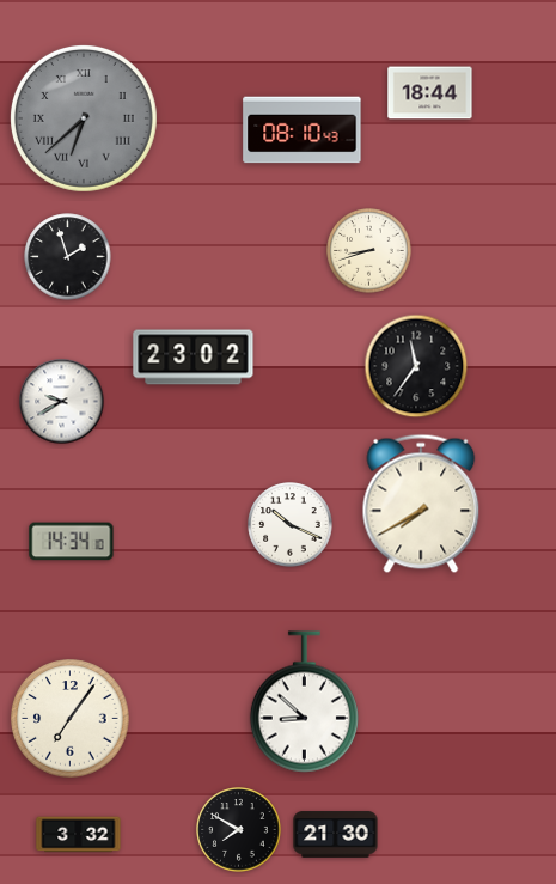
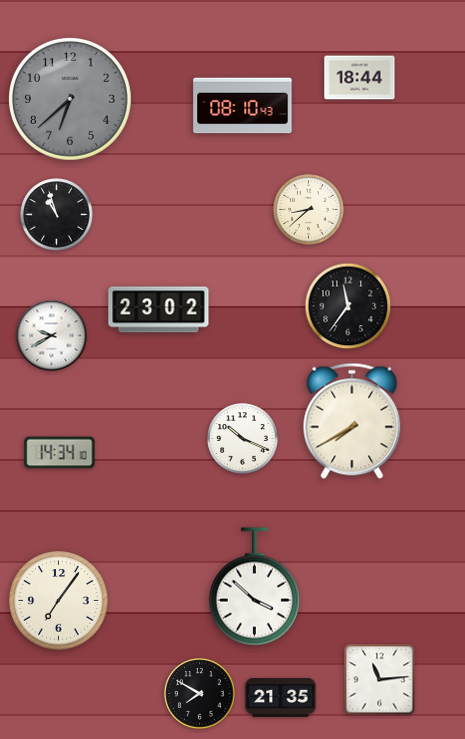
clock at (84, 118) numerals: Roman -> Arabic
clock at (303, 130) position: (303, 130) -> (243, 106)
clock at (369, 251): 8:42 -> 8:38
clock at (68, 257): 1:57 -> 10:57
clock at (194, 358) position: (194, 358) -> (159, 310)
clock at (304, 702): 8:52 -> 3:52
clock at (380, 680): none -> 11:14
clock at (79, 835): 3:32 -> none
clock at (336, 835): 21:30 -> 21:35
